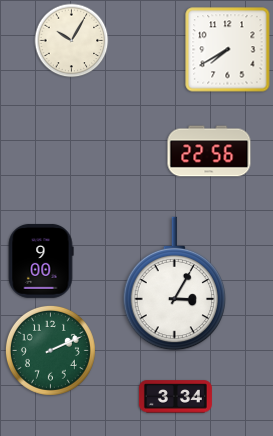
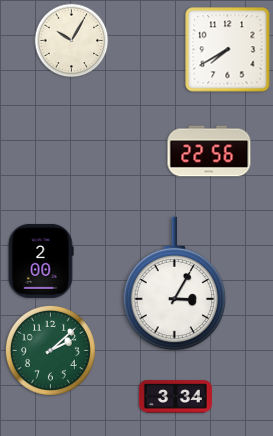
clock at (41, 261): 9:00 -> 2:00
clock at (50, 350): 2:11 -> 2:08
